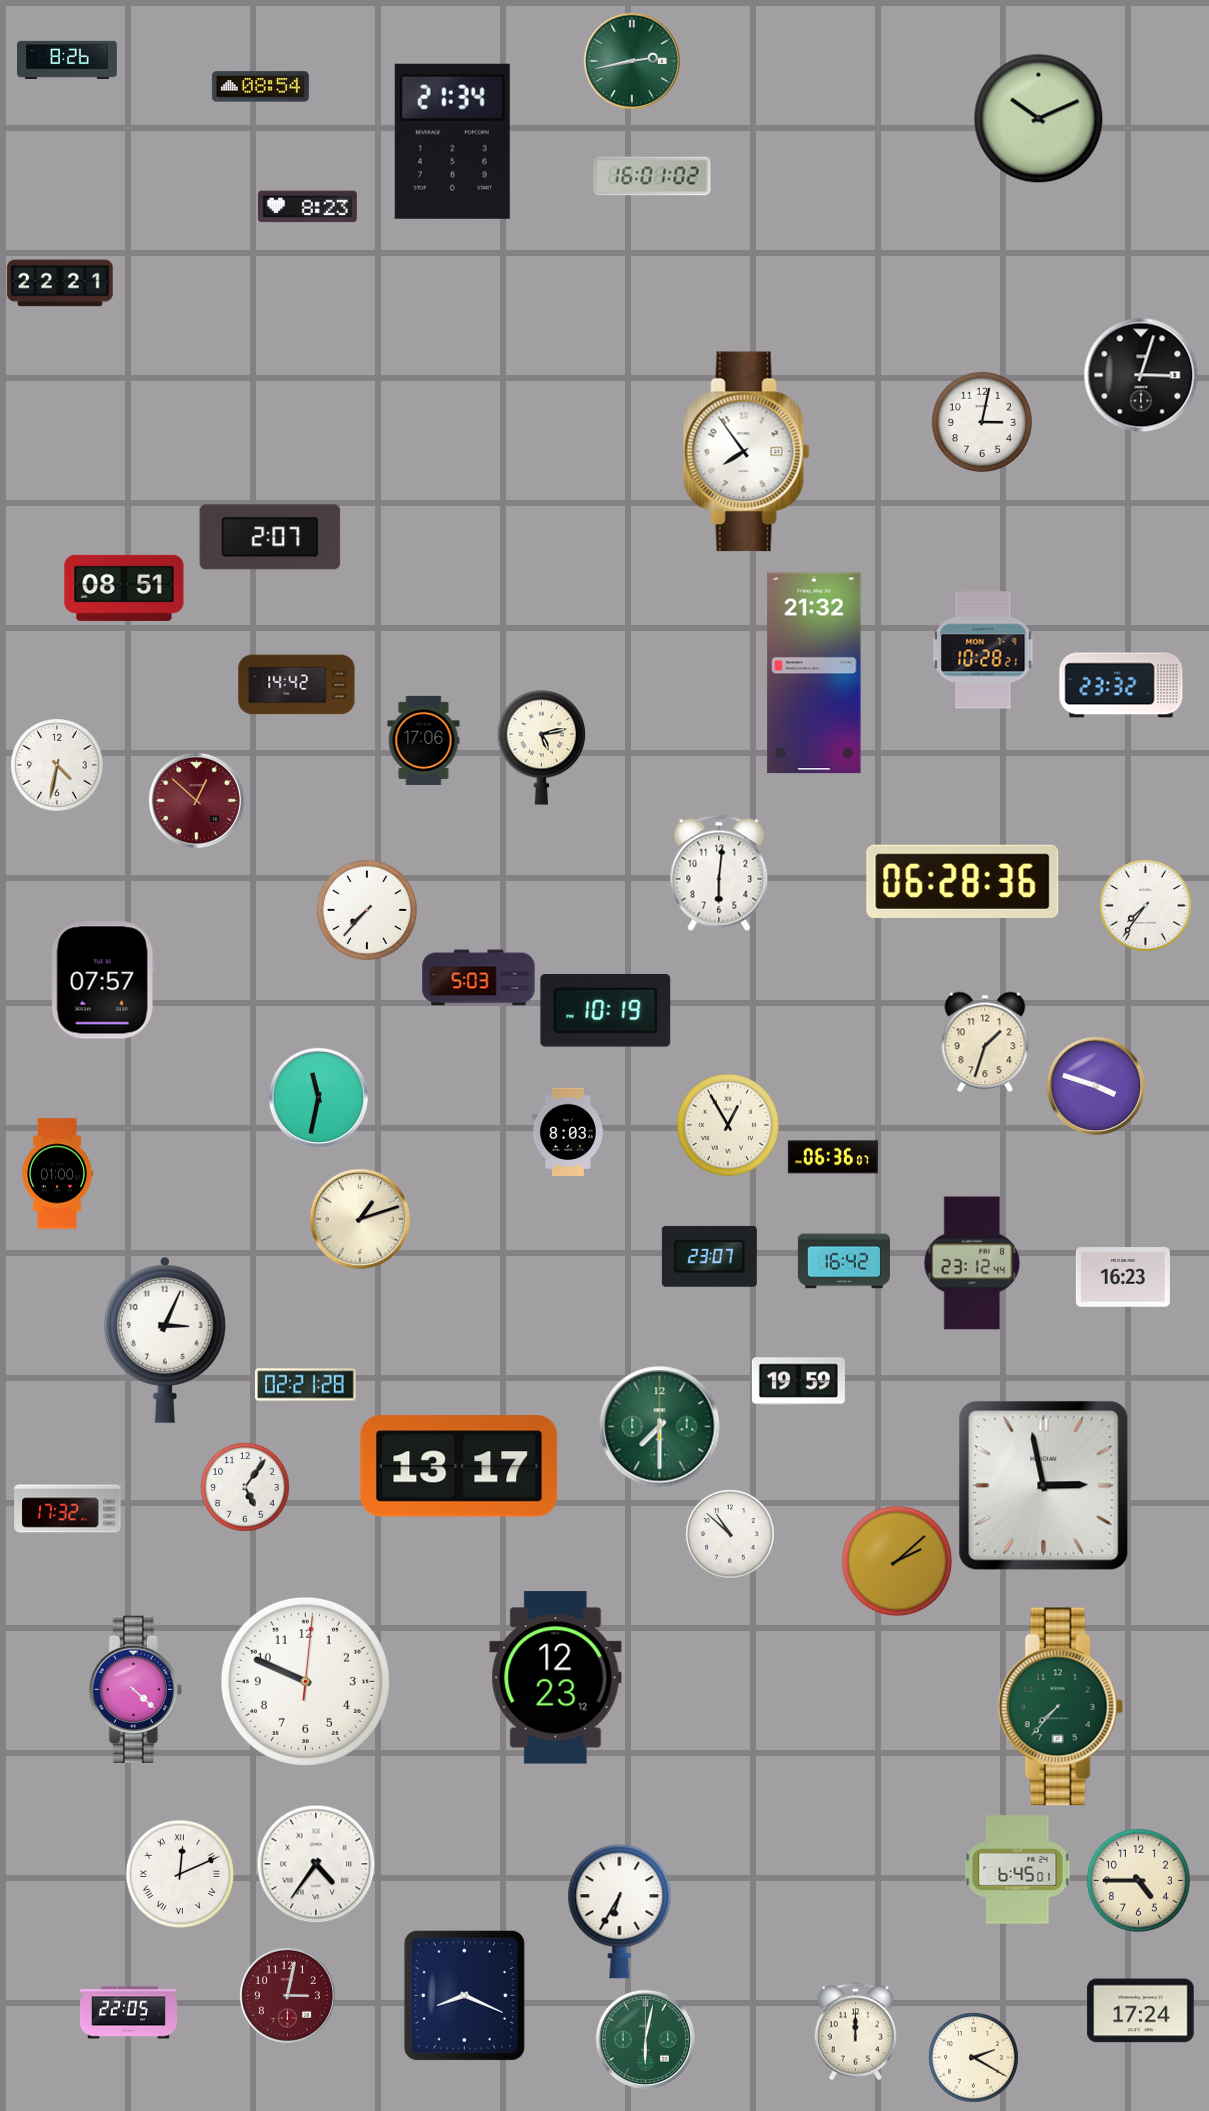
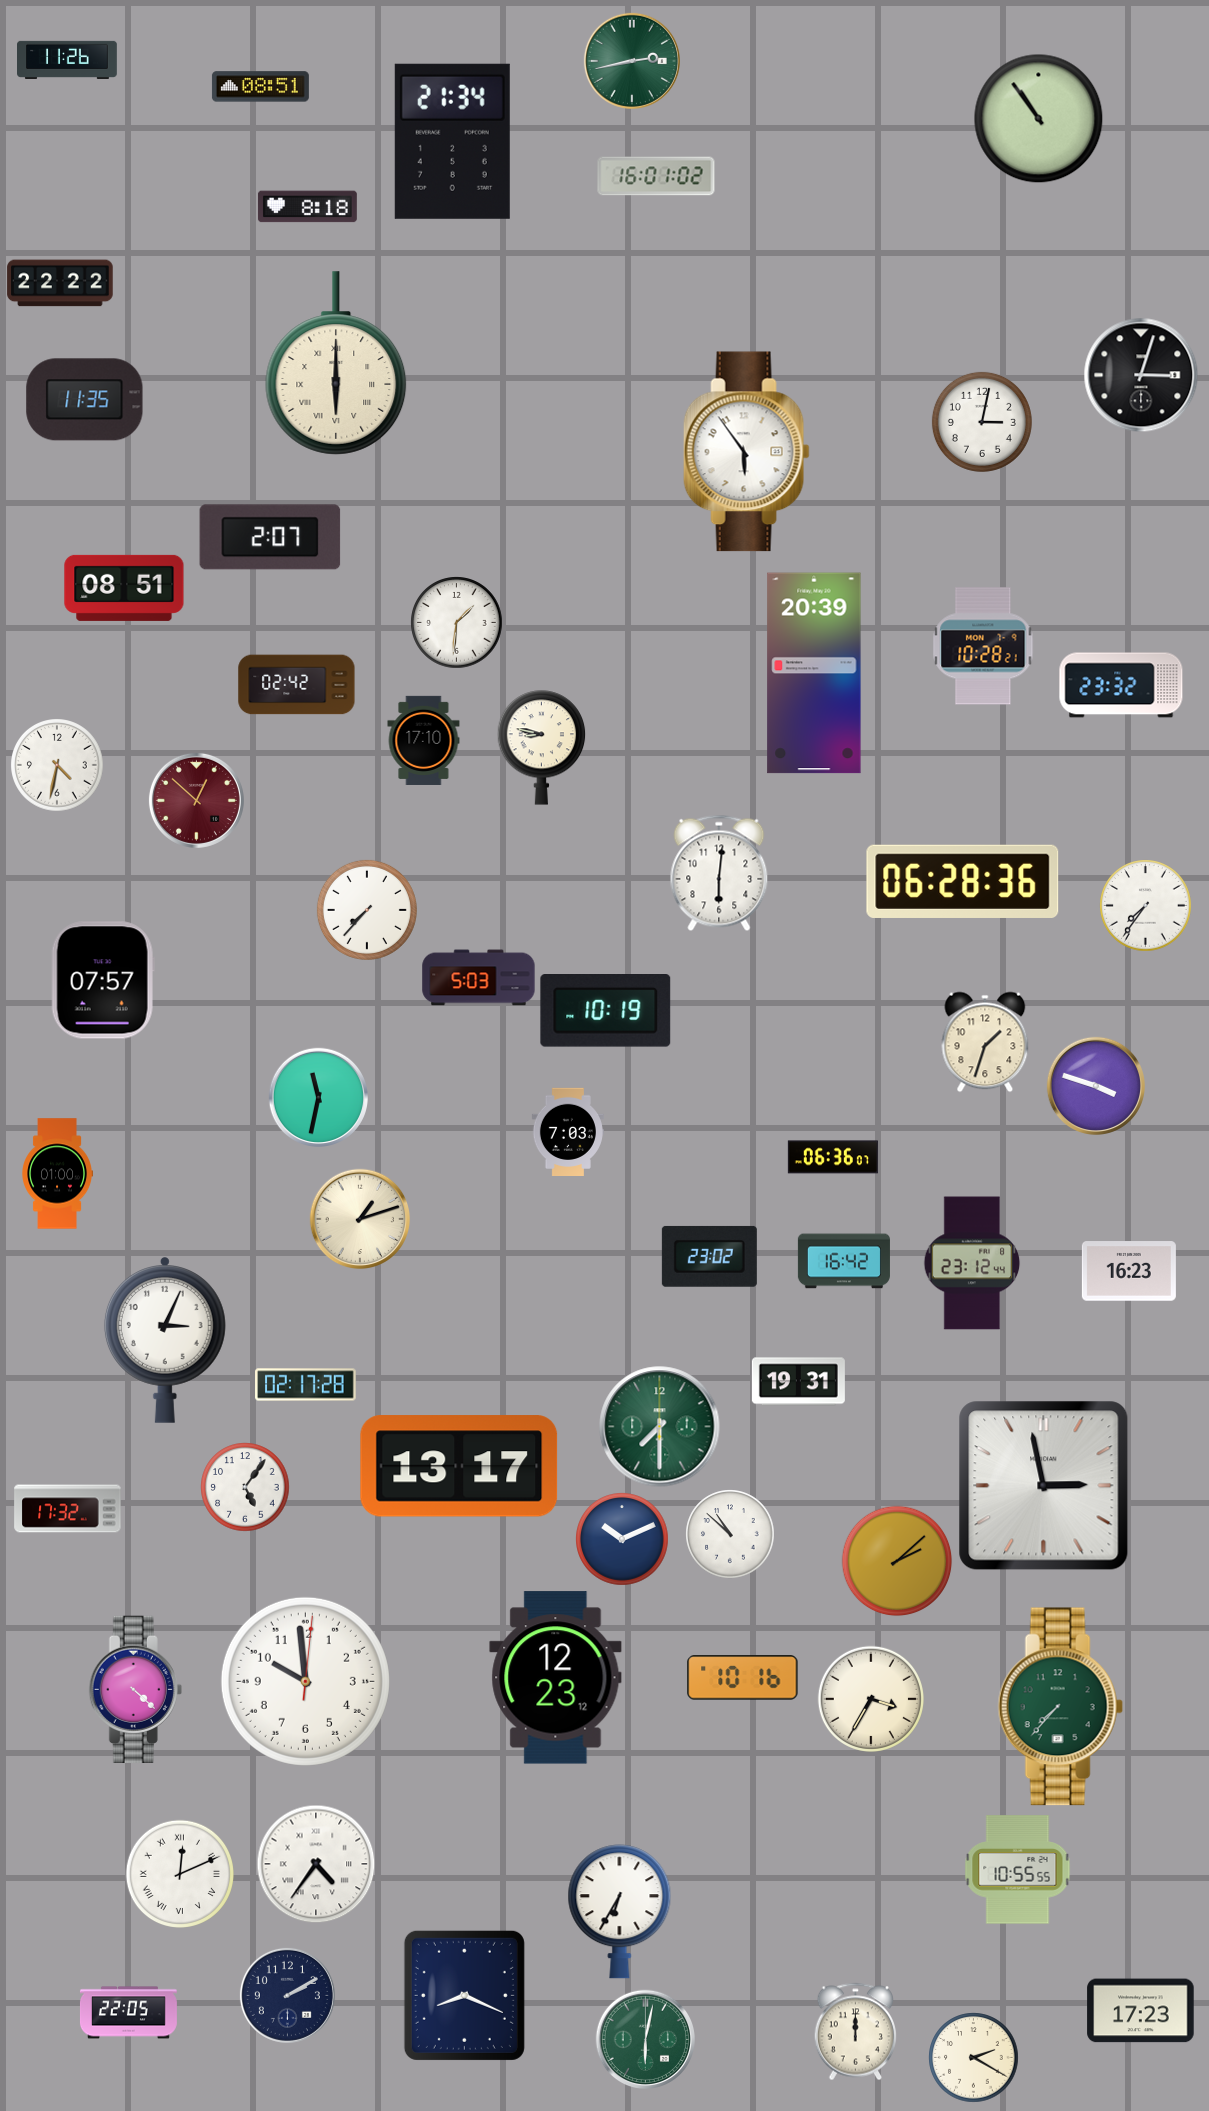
clock at (68, 60): 8:26 -> 11:26
clock at (260, 87): 08:54 -> 08:51
clock at (1038, 118): 10:11 -> 10:54
clock at (652, 176) position: (652, 176) -> (656, 176)
clock at (307, 207): 8:23 -> 8:18
clock at (60, 283): 22:21 -> 22:22
clock at (336, 363): none -> 6:00
clock at (85, 400): none -> 11:35
clock at (746, 452): 7:54 -> 5:54
clock at (456, 622): none -> 1:31
clock at (983, 650) position: (983, 650) -> (983, 646)
clock at (814, 673): 21:32 -> 20:39
clock at (297, 685): 14:42 -> 02:42
clock at (424, 740): 17:06 -> 17:10
clock at (542, 748): 5:13 -> 8:47
clock at (728, 1125): 12:55 -> none
clock at (568, 1131): 8:03 -> 7:03
clock at (709, 1256): 23:07 -> 23:02
clock at (1123, 1277) position: (1123, 1277) -> (1129, 1271)
clock at (798, 1382): 19:59 -> 19:31
clock at (306, 1385): 02:21 -> 02:17
clock at (622, 1539): none -> 10:11
clock at (743, 1678): none -> 10:16
clock at (305, 1681): 9:49 -> 9:59
clock at (871, 1699): none -> 3:35
clock at (1018, 1870): 6:45 -> 10:55
clock at (1138, 1880): 4:45 -> none
clock at (287, 1995): 3:02 -> 2:10
clock at (287, 1995) dial: burgundy -> navy
clock at (1141, 2011): 17:24 -> 17:23
